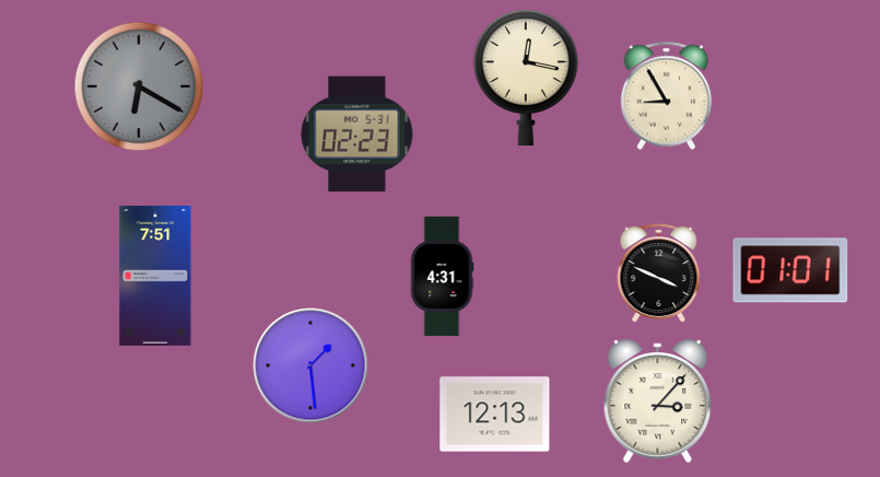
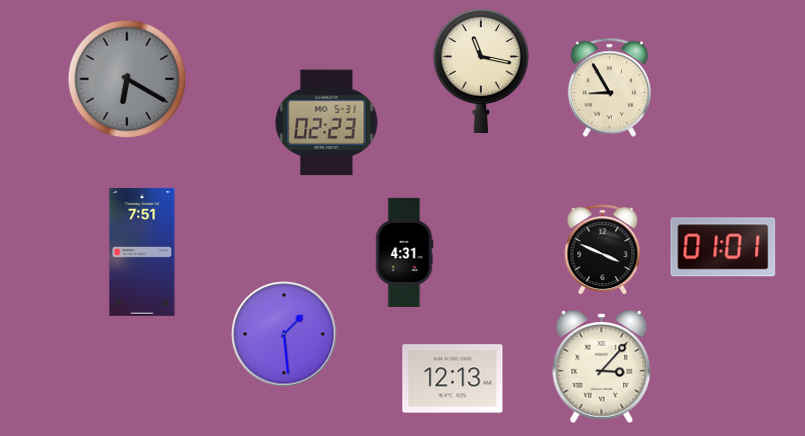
clock at (526, 78): 12:17 -> 11:17
